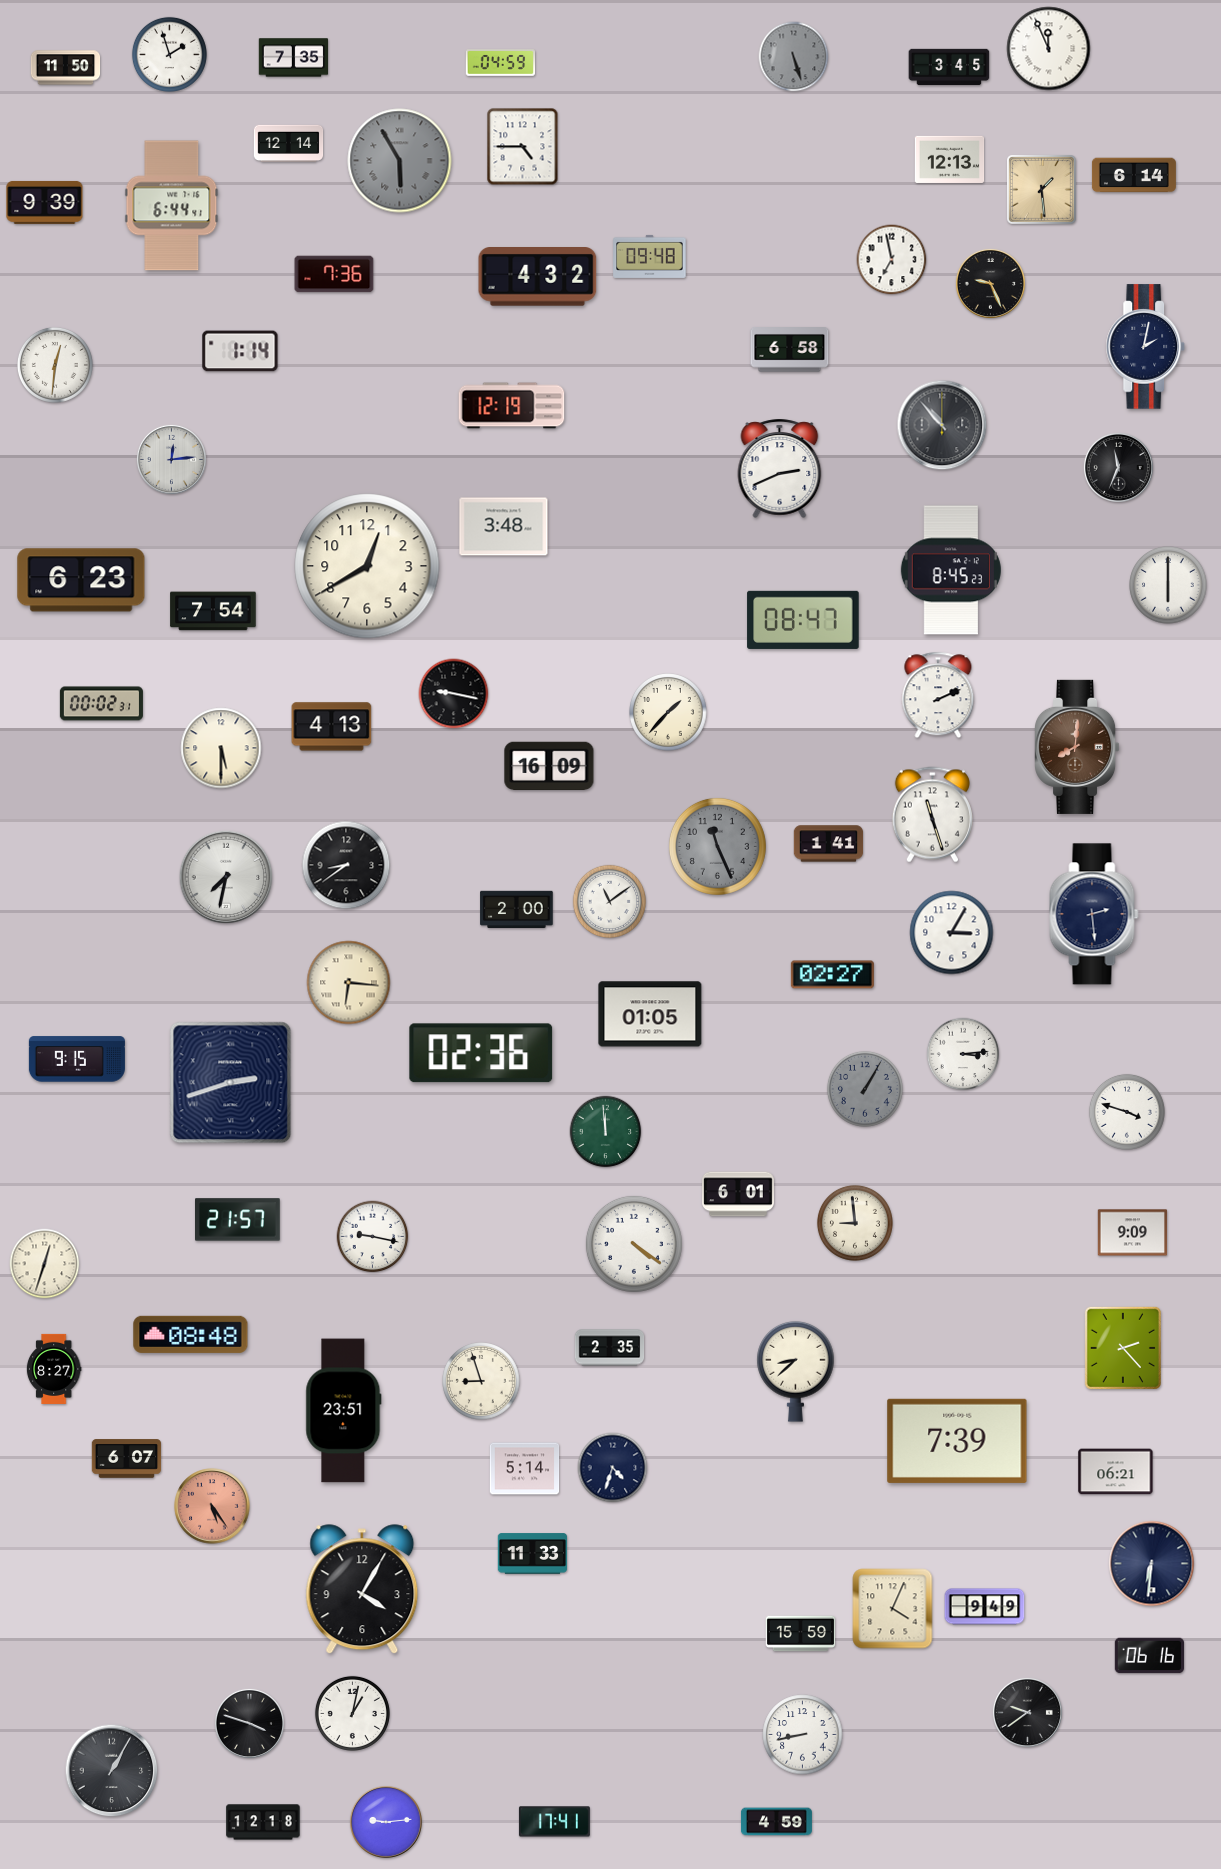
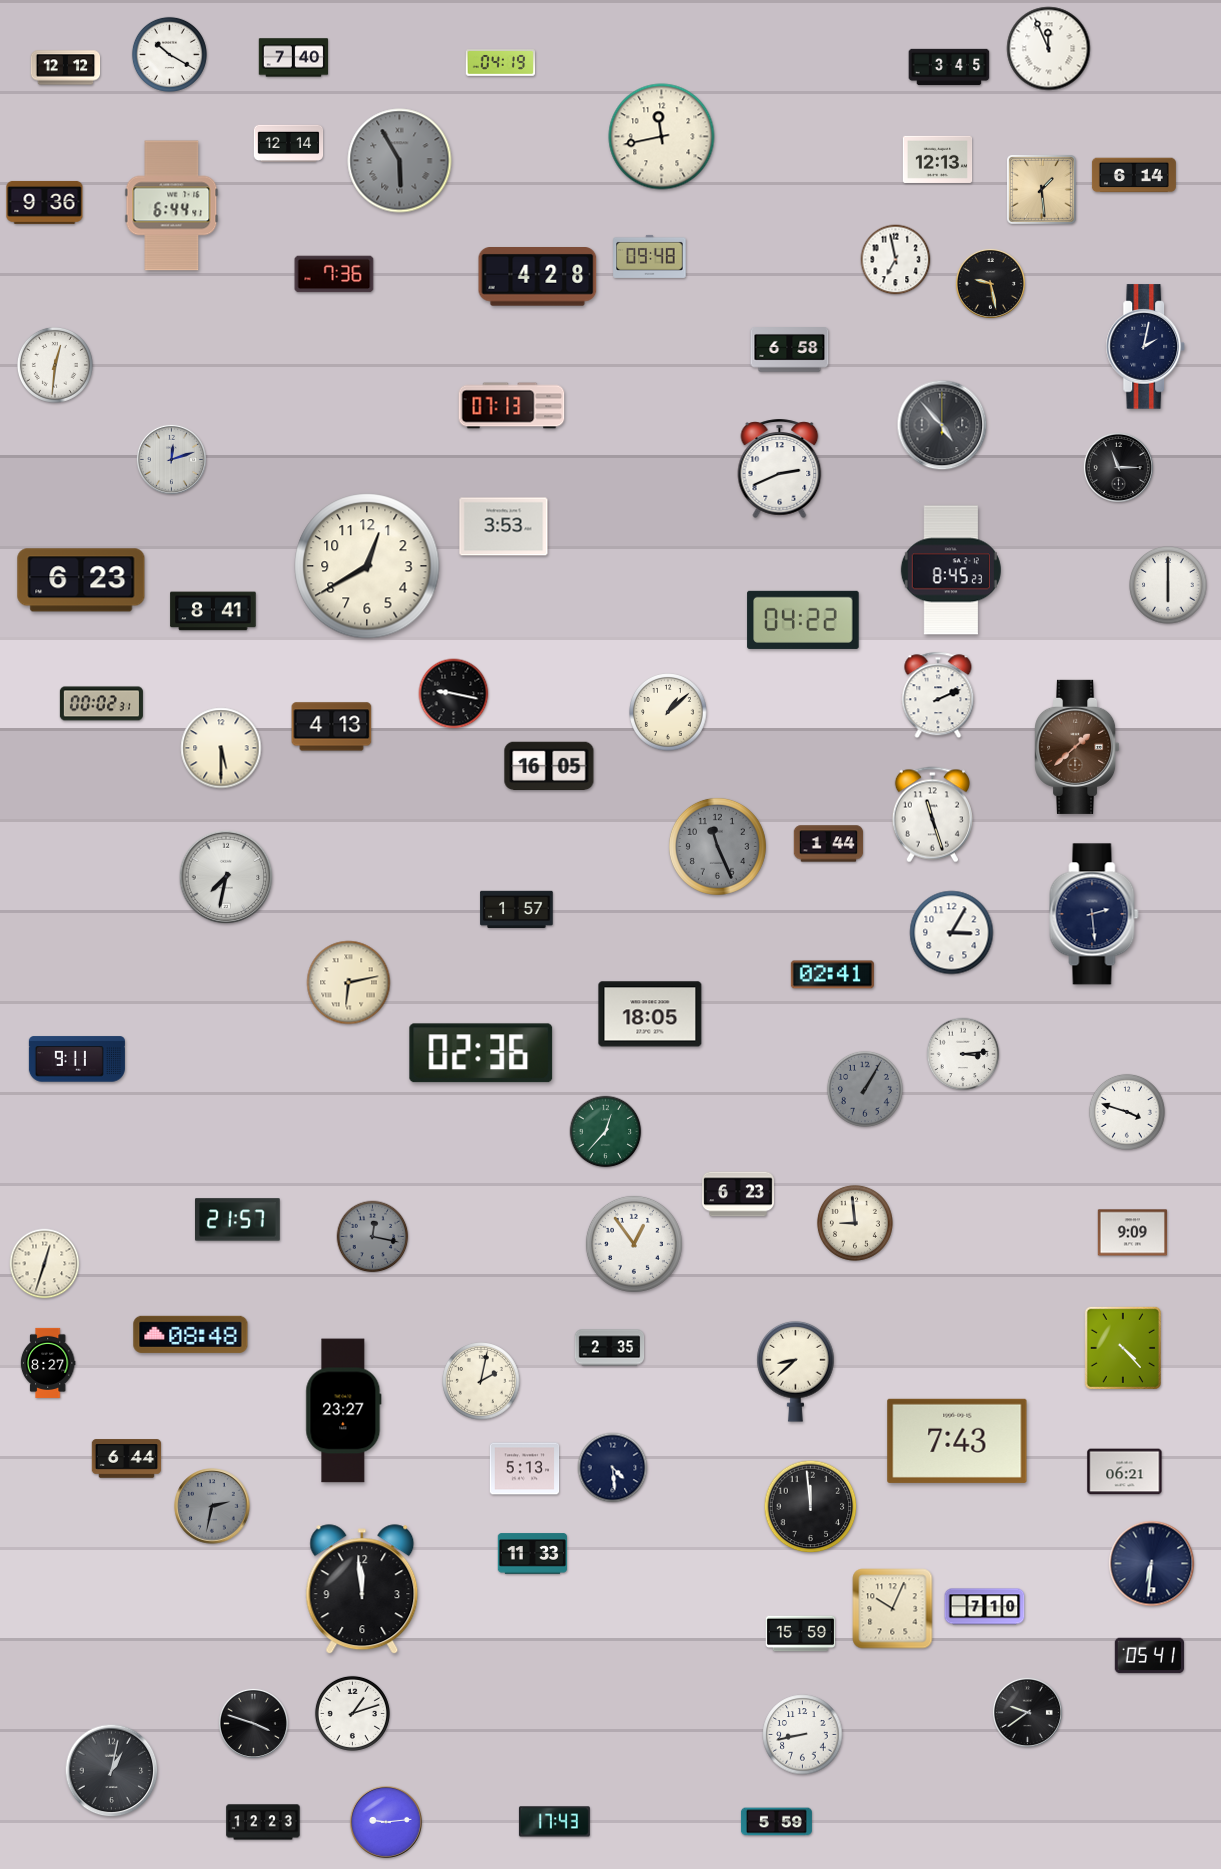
clock at (169, 54): 1:57 -> 10:20
clock at (794, 57): 5:27 -> none
clock at (294, 58): 7:35 -> 7:40
clock at (501, 63): 04:59 -> 04:19
clock at (66, 68): 11:50 -> 12:12
clock at (662, 137): none -> 11:43
clock at (523, 147): 4:45 -> none
clock at (950, 159) position: (950, 159) -> (938, 159)
clock at (45, 202): 9:39 -> 9:36
clock at (892, 260) position: (892, 260) -> (896, 260)
clock at (538, 277): 4:32 -> 4:28
clock at (990, 283): 9:26 -> 9:28
clock at (240, 351): 1:14 -> none
clock at (512, 406): 12:19 -> 07:13
clock at (942, 425): 10:53 -> 4:53
clock at (171, 459): 12:14 -> 12:12
clock at (1118, 467): 11:34 -> 11:15
clock at (504, 527): 3:48 -> 3:53
clock at (213, 611): 7:54 -> 8:41
clock at (803, 620): 08:47 -> 04:22
clock at (668, 712): 1:37 -> 1:08
clock at (1078, 747): 8:01 -> 1:38
clock at (549, 765): 16:09 -> 16:05
clock at (829, 844): 1:41 -> 1:44
clock at (346, 865): 8:39 -> none
clock at (610, 902): 11:09 -> none
clock at (517, 910): 2:00 -> 1:57
clock at (832, 975): 02:27 -> 02:41
clock at (349, 983): 6:16 -> 6:13
clock at (650, 1014): 01:05 -> 18:05
clock at (77, 1059): 9:15 -> 9:11
clock at (231, 1083): 2:42 -> none
clock at (606, 1132): 11:59 -> 12:37
clock at (738, 1194): 6:01 -> 6:23
clock at (373, 1237): 9:17 -> 12:17
clock at (373, 1237) dial: white -> grey
clock at (634, 1244): 4:21 -> 12:54
clock at (1123, 1348): 2:23 -> 4:23
clock at (54, 1369) position: (54, 1369) -> (48, 1363)
clock at (481, 1381): 8:57 -> 2:02
clock at (344, 1411): 23:51 -> 23:27
clock at (957, 1441): 7:39 -> 7:43
clock at (127, 1459): 6:07 -> 6:44
clock at (613, 1468): 4:33 -> 4:29
clock at (525, 1469): 5:14 -> 5:13
clock at (1116, 1472) position: (1116, 1472) -> (1125, 1472)
clock at (212, 1506): 5:24 -> 2:32
clock at (212, 1506) dial: salmon -> grey
clock at (811, 1507): none -> 11:59
clock at (362, 1590): 4:05 -> 11:59
clock at (985, 1607): 9:49 -> 7:10
clock at (893, 1609): 4:04 -> 10:04
clock at (1150, 1656): 06:16 -> 05:41
clock at (352, 1713): 1:02 -> 1:12
clock at (249, 1723) position: (249, 1723) -> (253, 1723)
clock at (112, 1771): 1:05 -> 1:02
clock at (263, 1822): 12:18 -> 12:23
clock at (554, 1822): 17:41 -> 17:43
clock at (776, 1822): 4:59 -> 5:59
